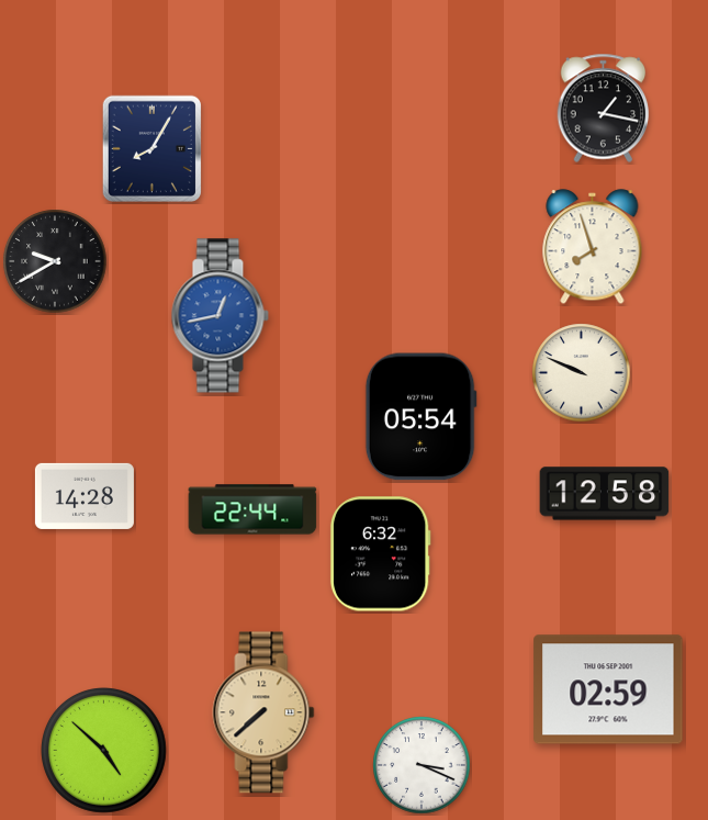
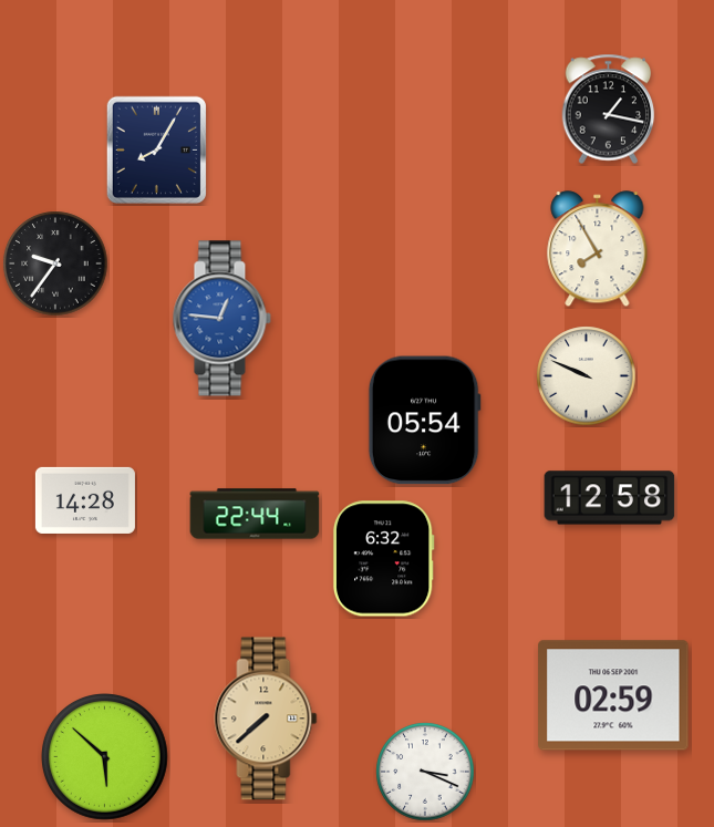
clock at (151, 148) position: (151, 148) -> (156, 149)
clock at (593, 247): 7:57 -> 7:55
clock at (55, 261): 9:40 -> 9:36
clock at (220, 316): 12:43 -> 12:46
clock at (104, 751): 4:52 -> 5:52
